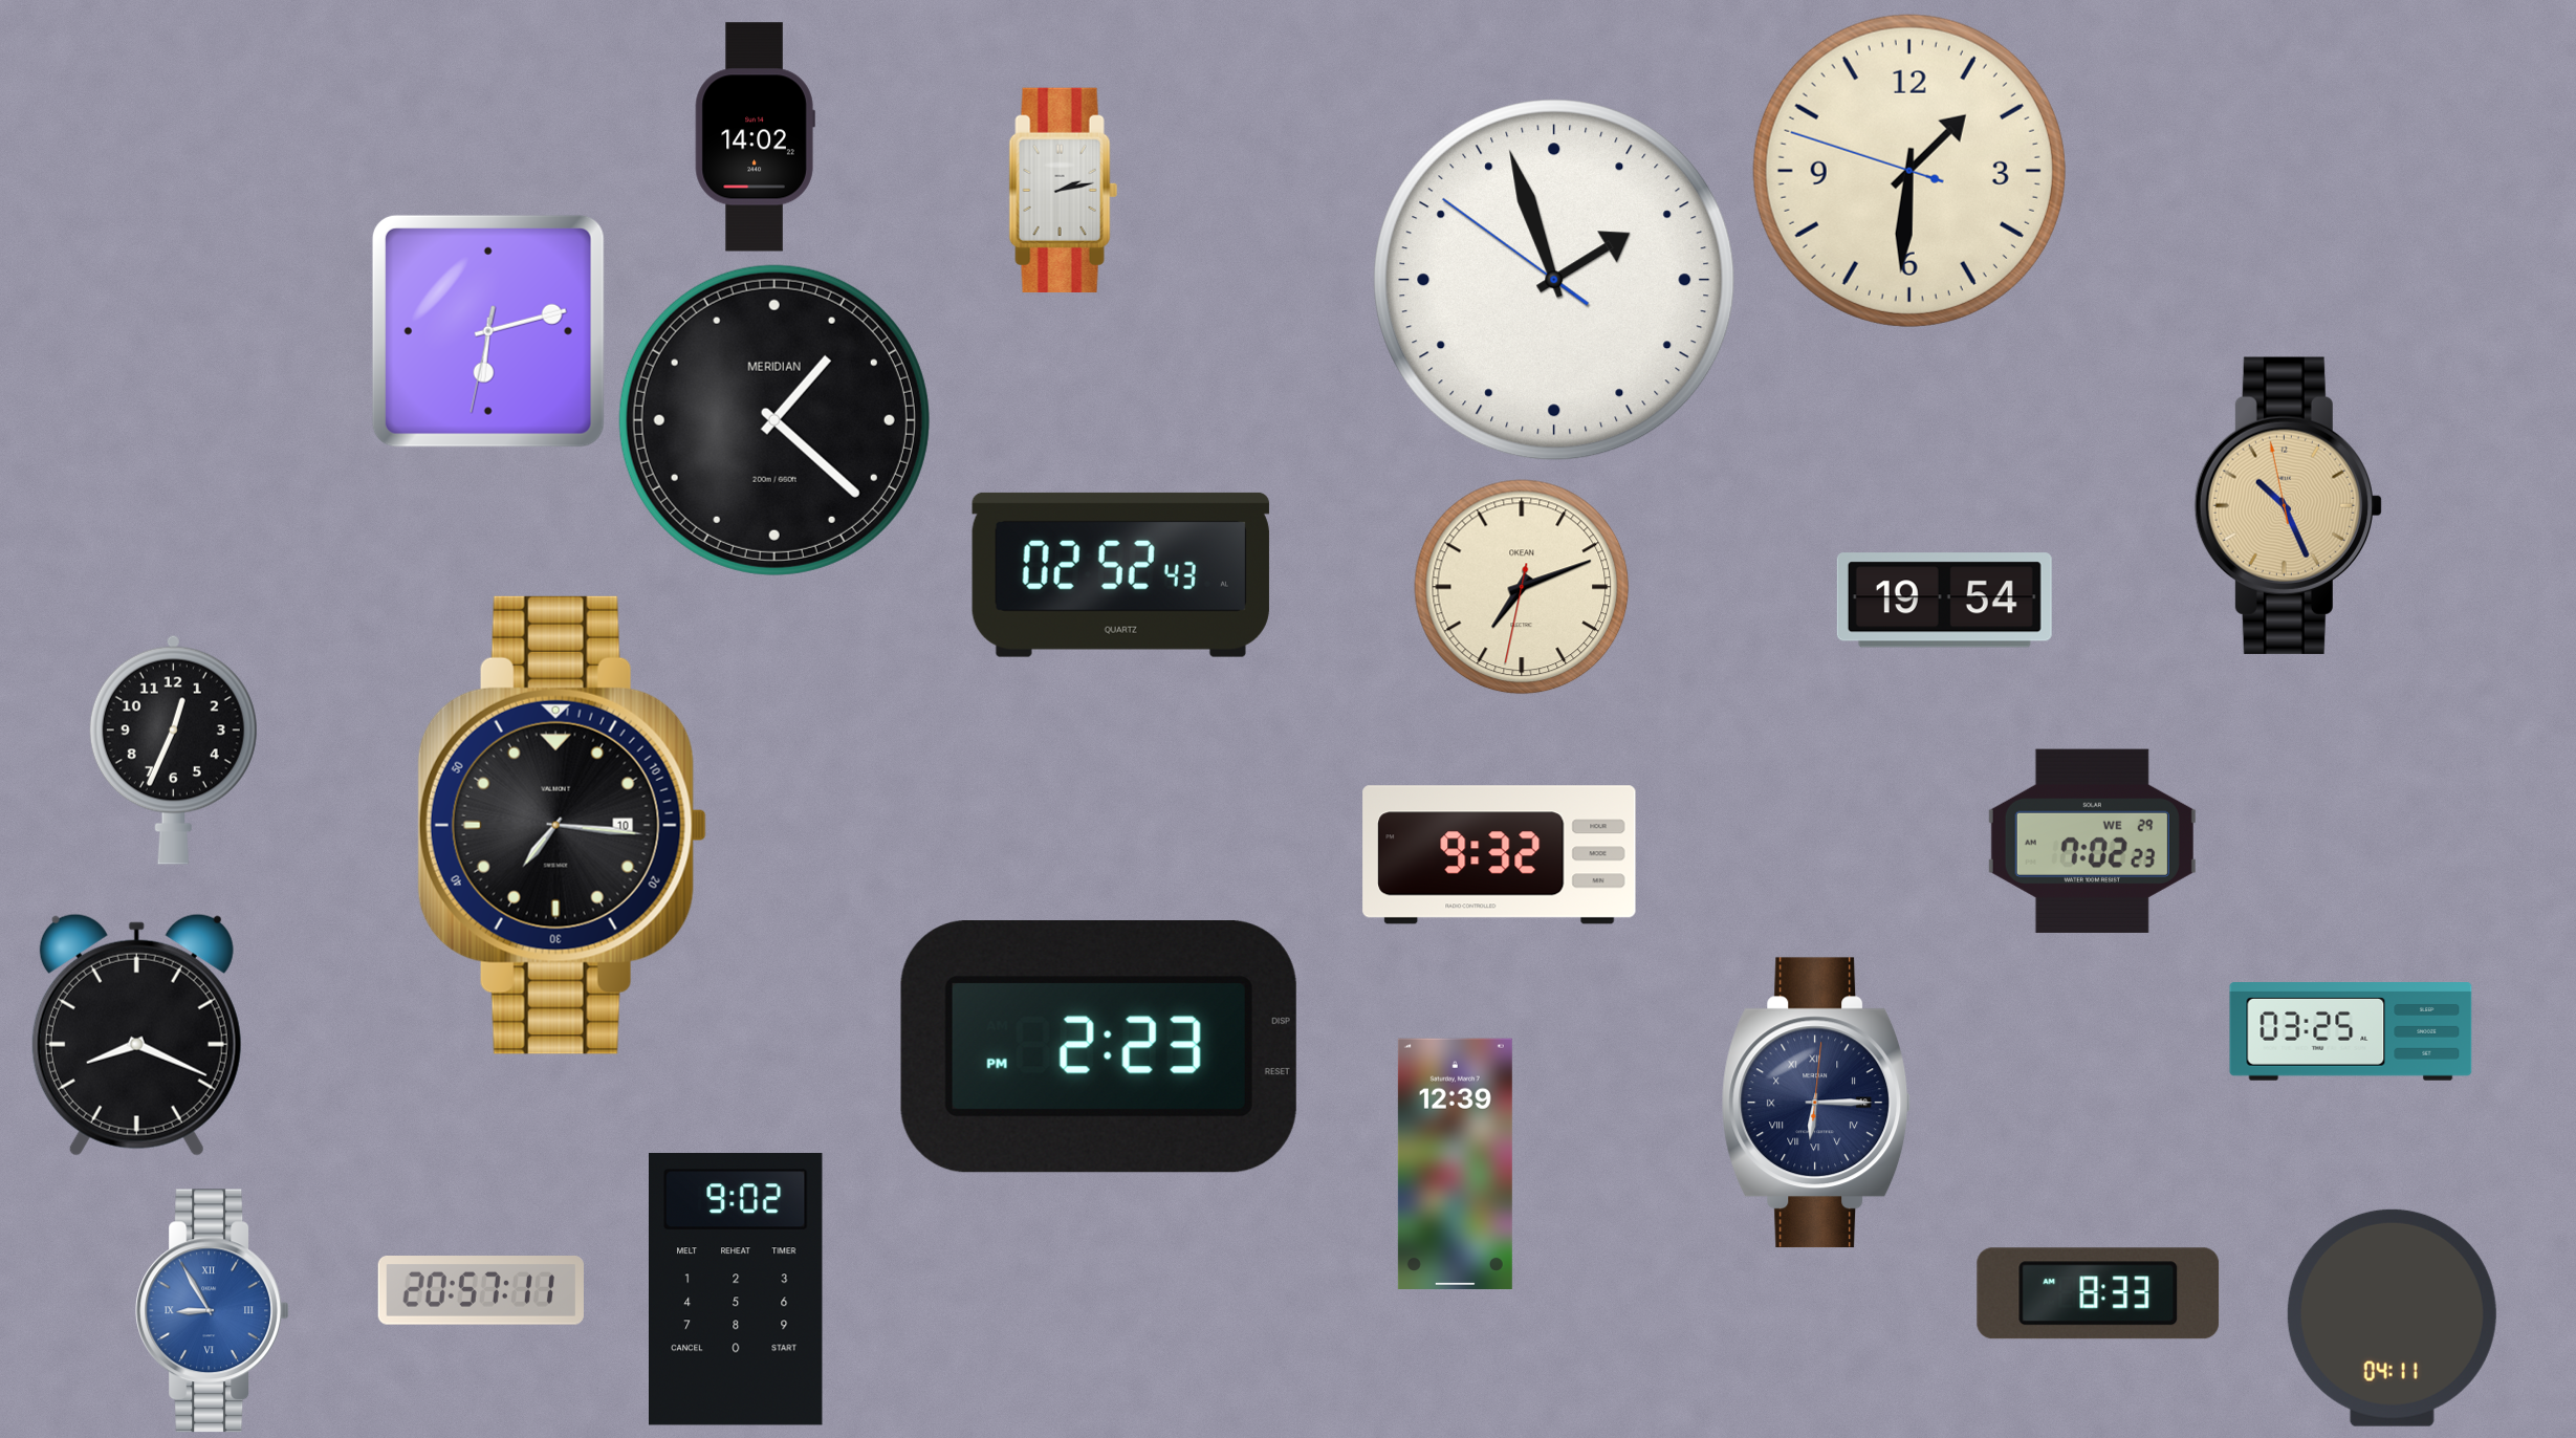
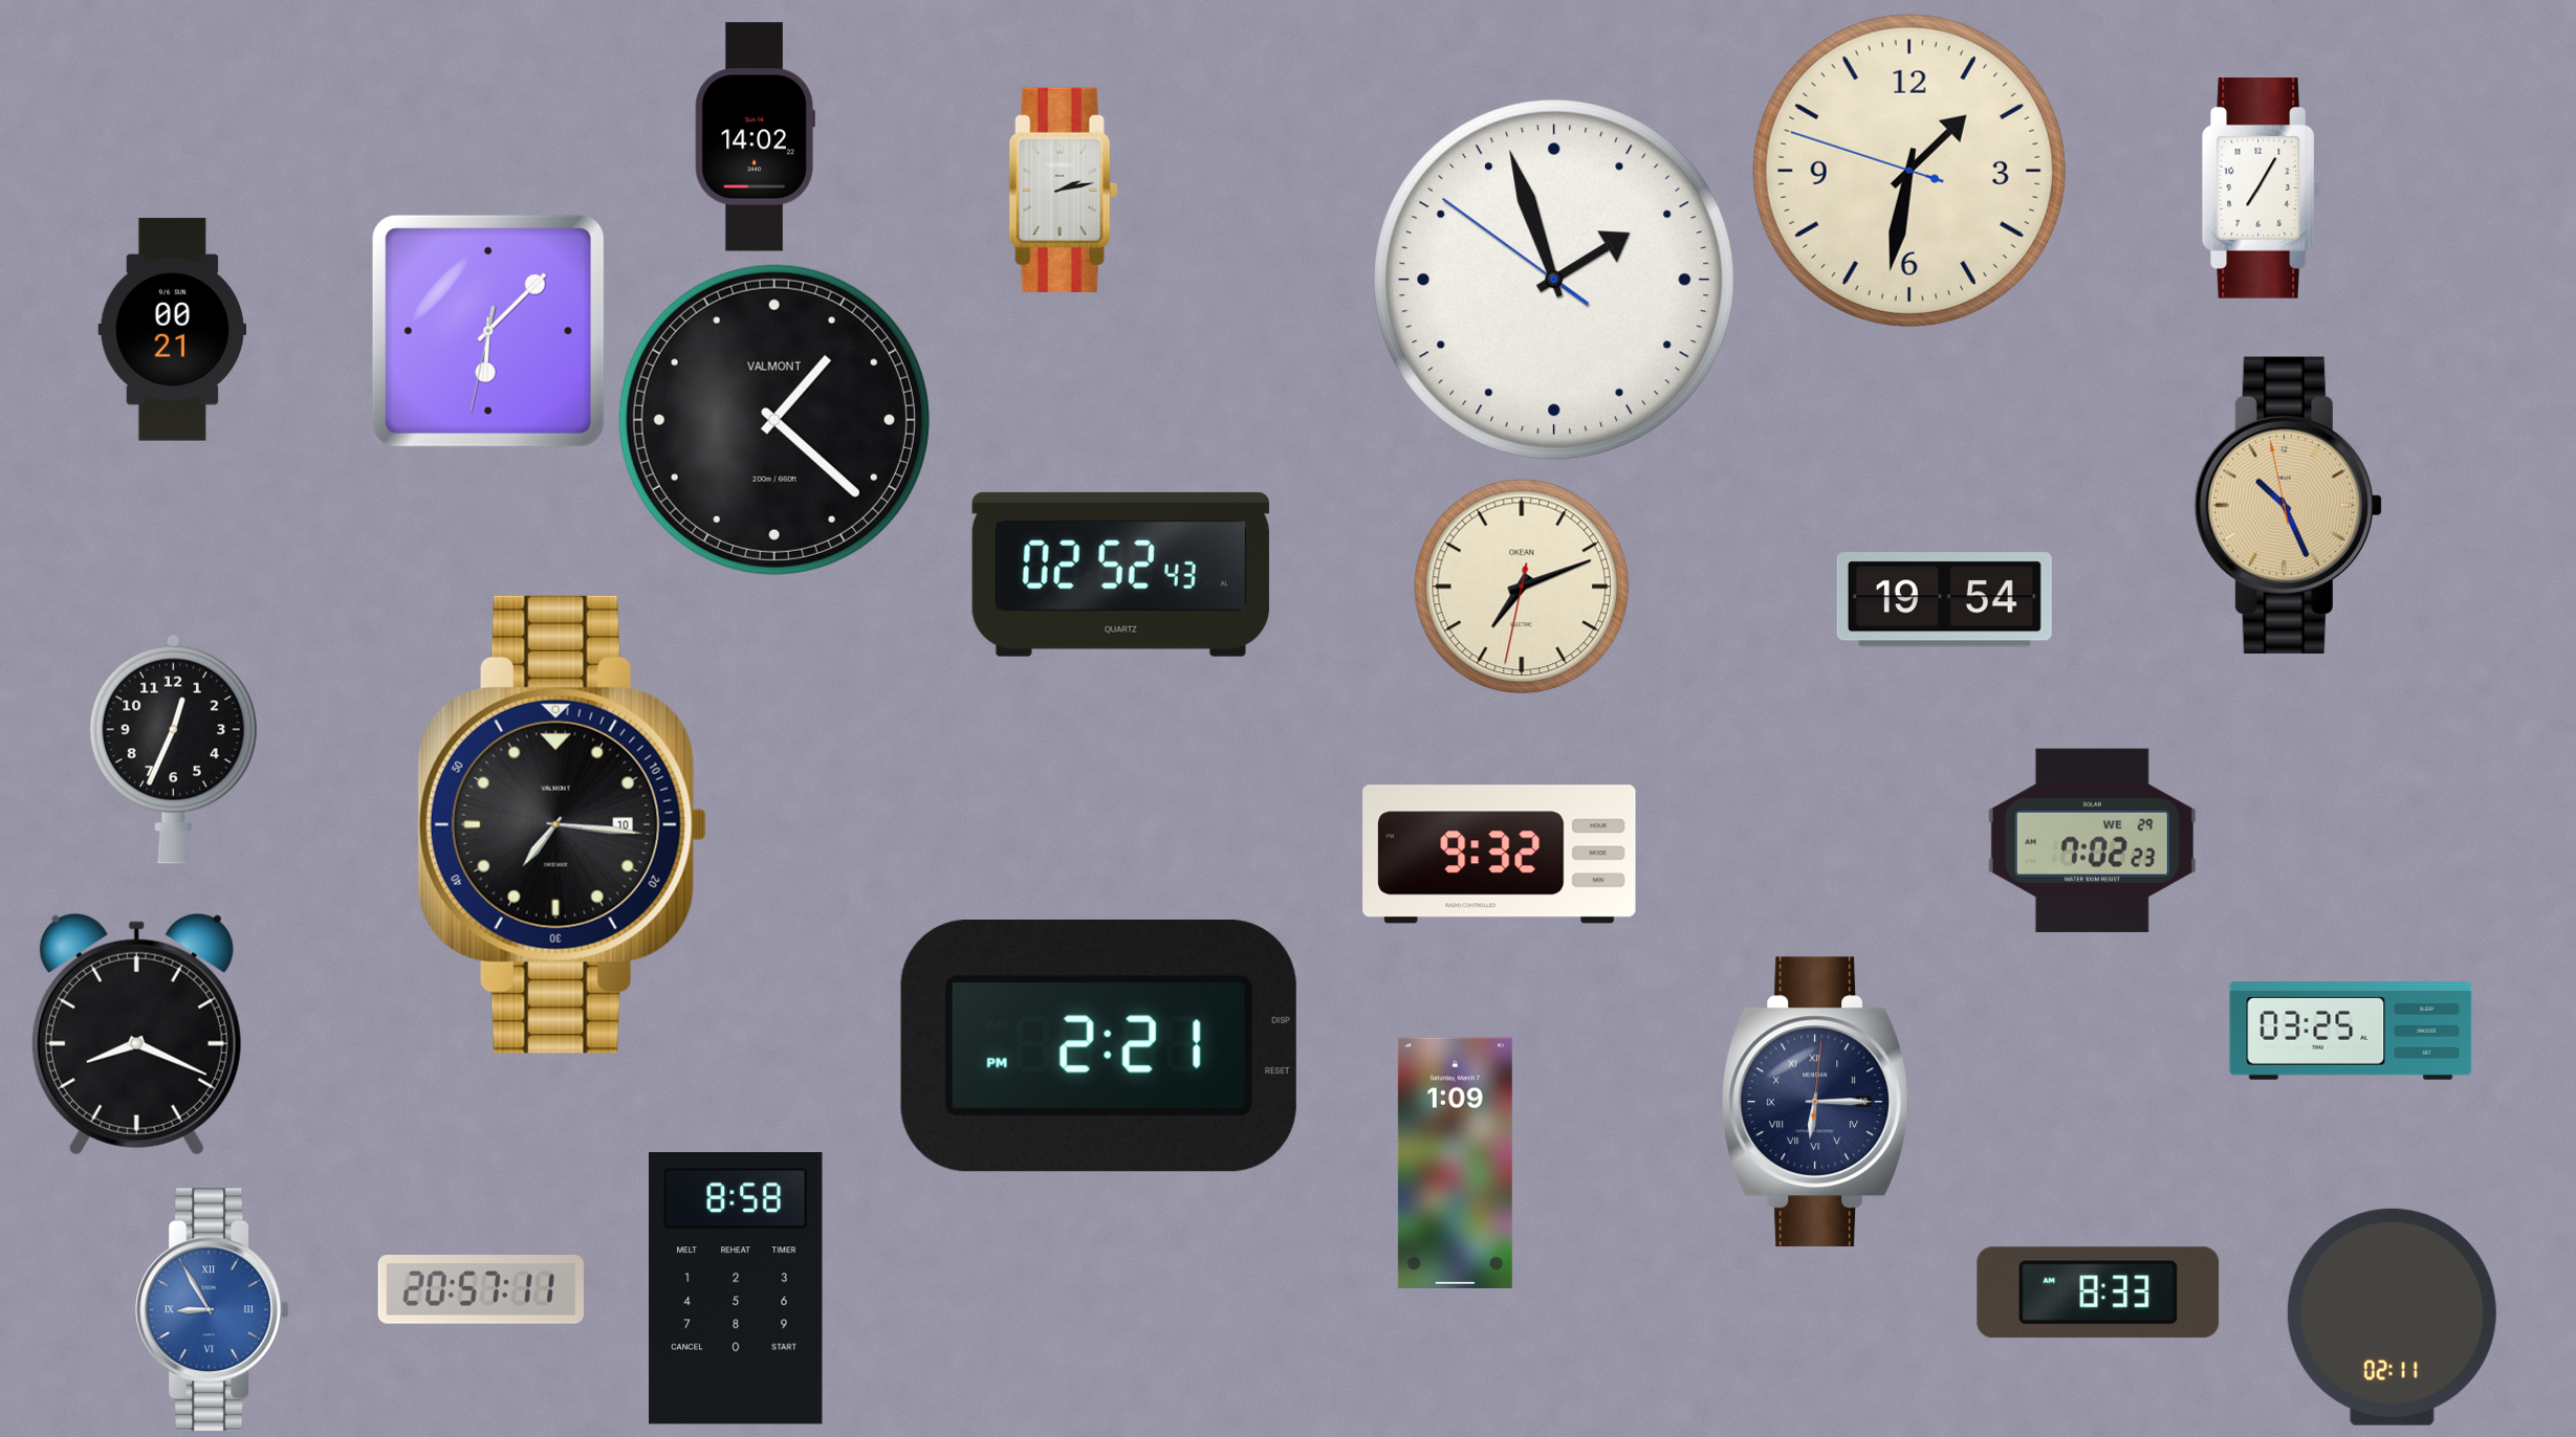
clock at (1909, 171): 1:30 -> 1:31
clock at (2261, 189): none -> 7:05
clock at (173, 330): none -> 00:21
clock at (488, 331): 6:12 -> 6:07
clock at (774, 420) brand: MERIDIAN -> VALMONT
clock at (1098, 1047): 2:23 -> 2:21
clock at (1455, 1163): 12:39 -> 1:09
clock at (737, 1290): 9:02 -> 8:58
clock at (2392, 1317): 04:11 -> 02:11
